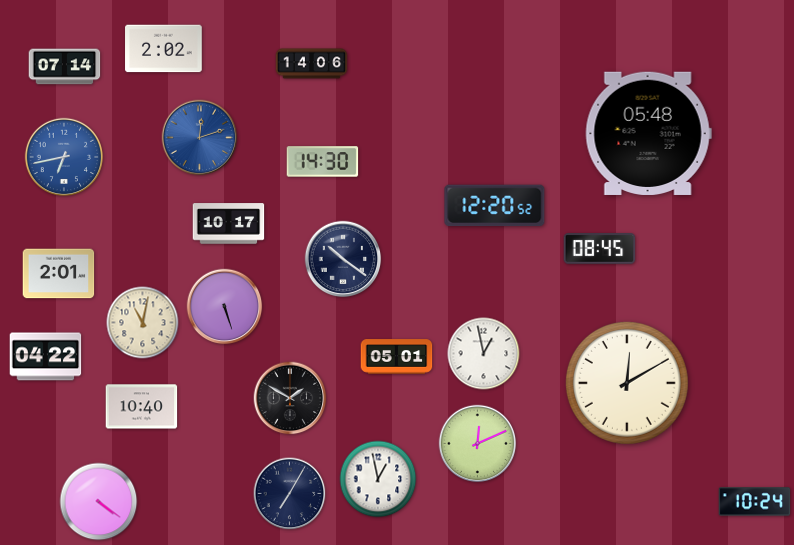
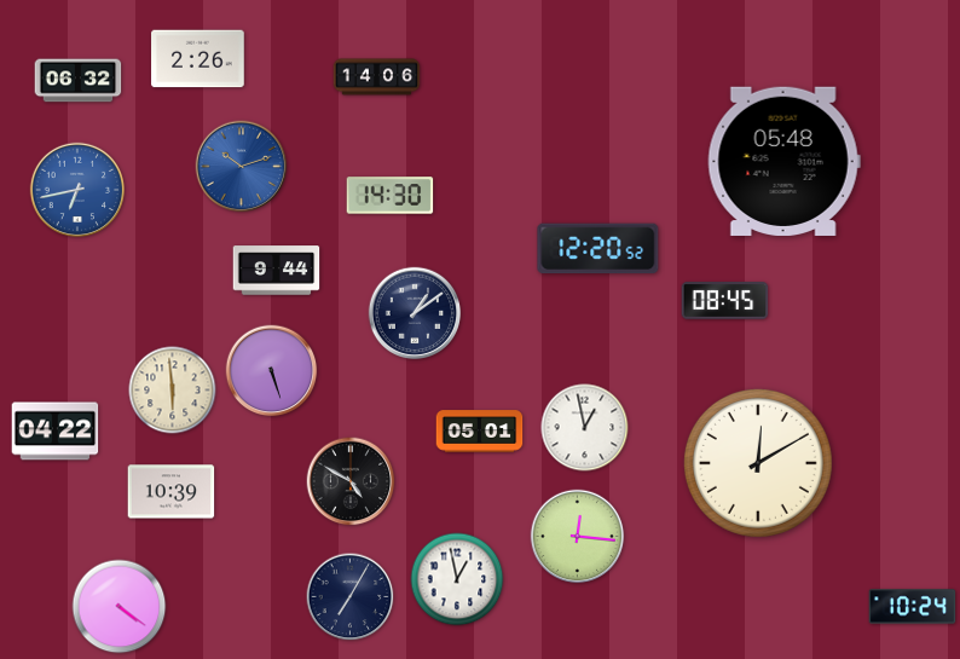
clock at (164, 49): 2:02 -> 2:26
clock at (65, 67): 07:14 -> 06:32
clock at (200, 138): 12:12 -> 10:12
clock at (229, 224): 10:17 -> 9:44
clock at (343, 259): 10:21 -> 1:09
clock at (59, 274): 2:01 -> none
clock at (143, 323): 11:02 -> 5:59
clock at (290, 398): 1:50 -> 4:50
clock at (142, 407): 10:40 -> 10:39
clock at (478, 444): 12:11 -> 12:16
